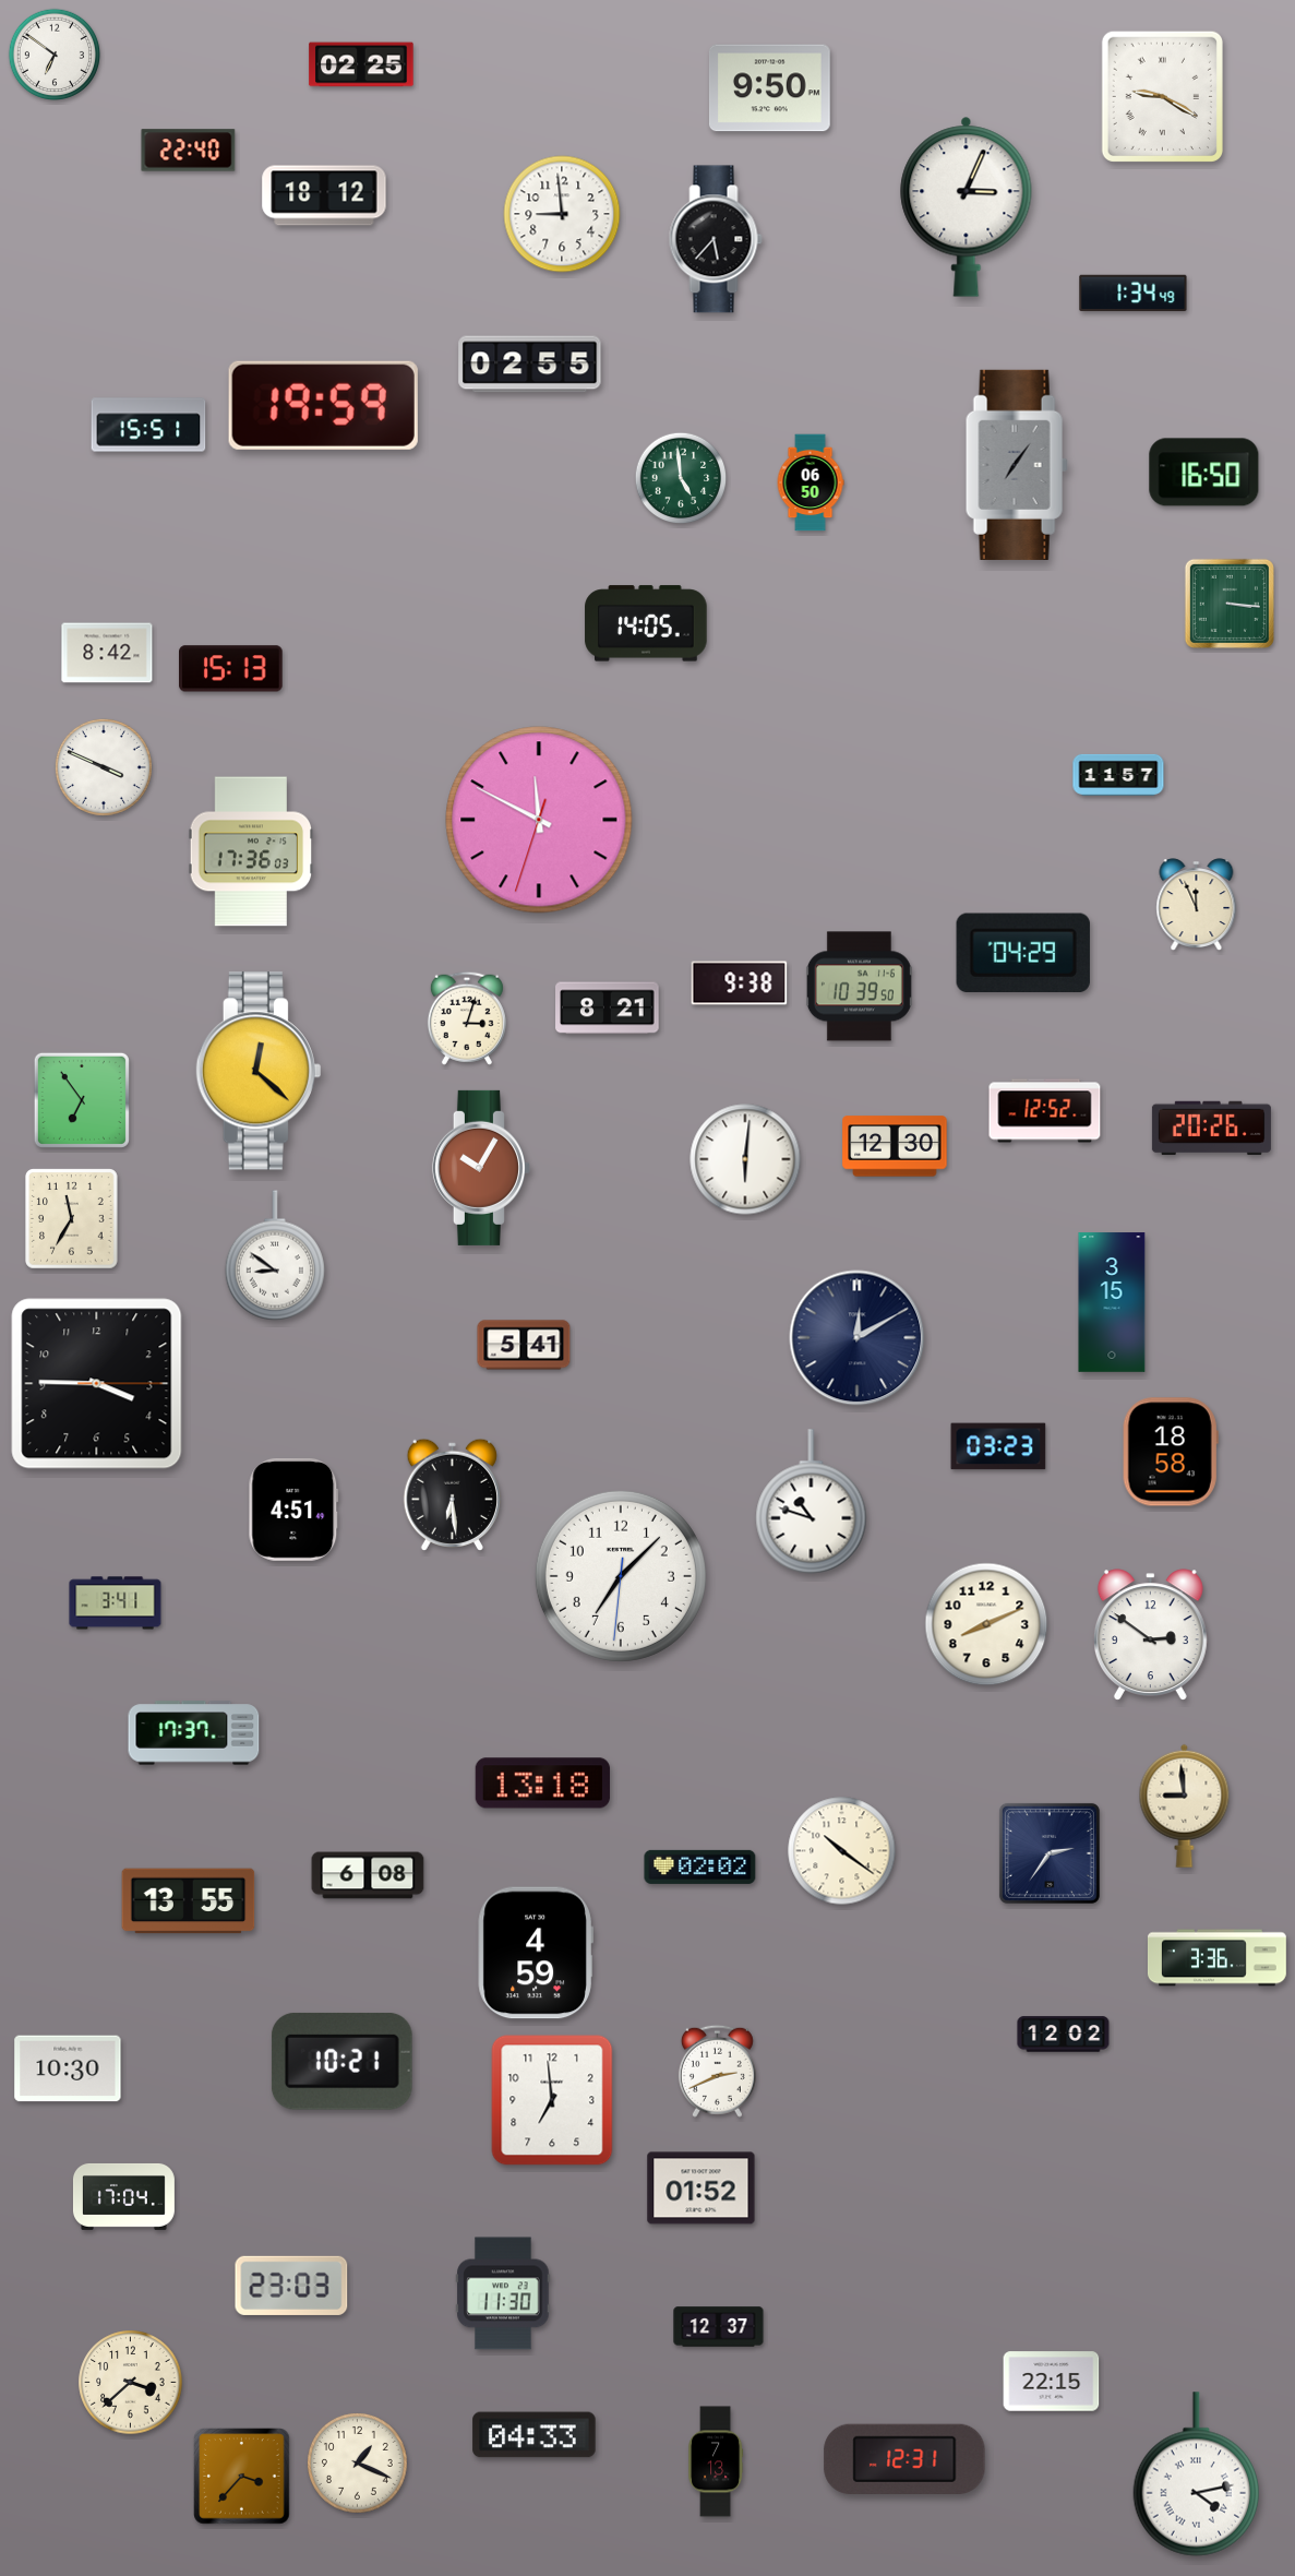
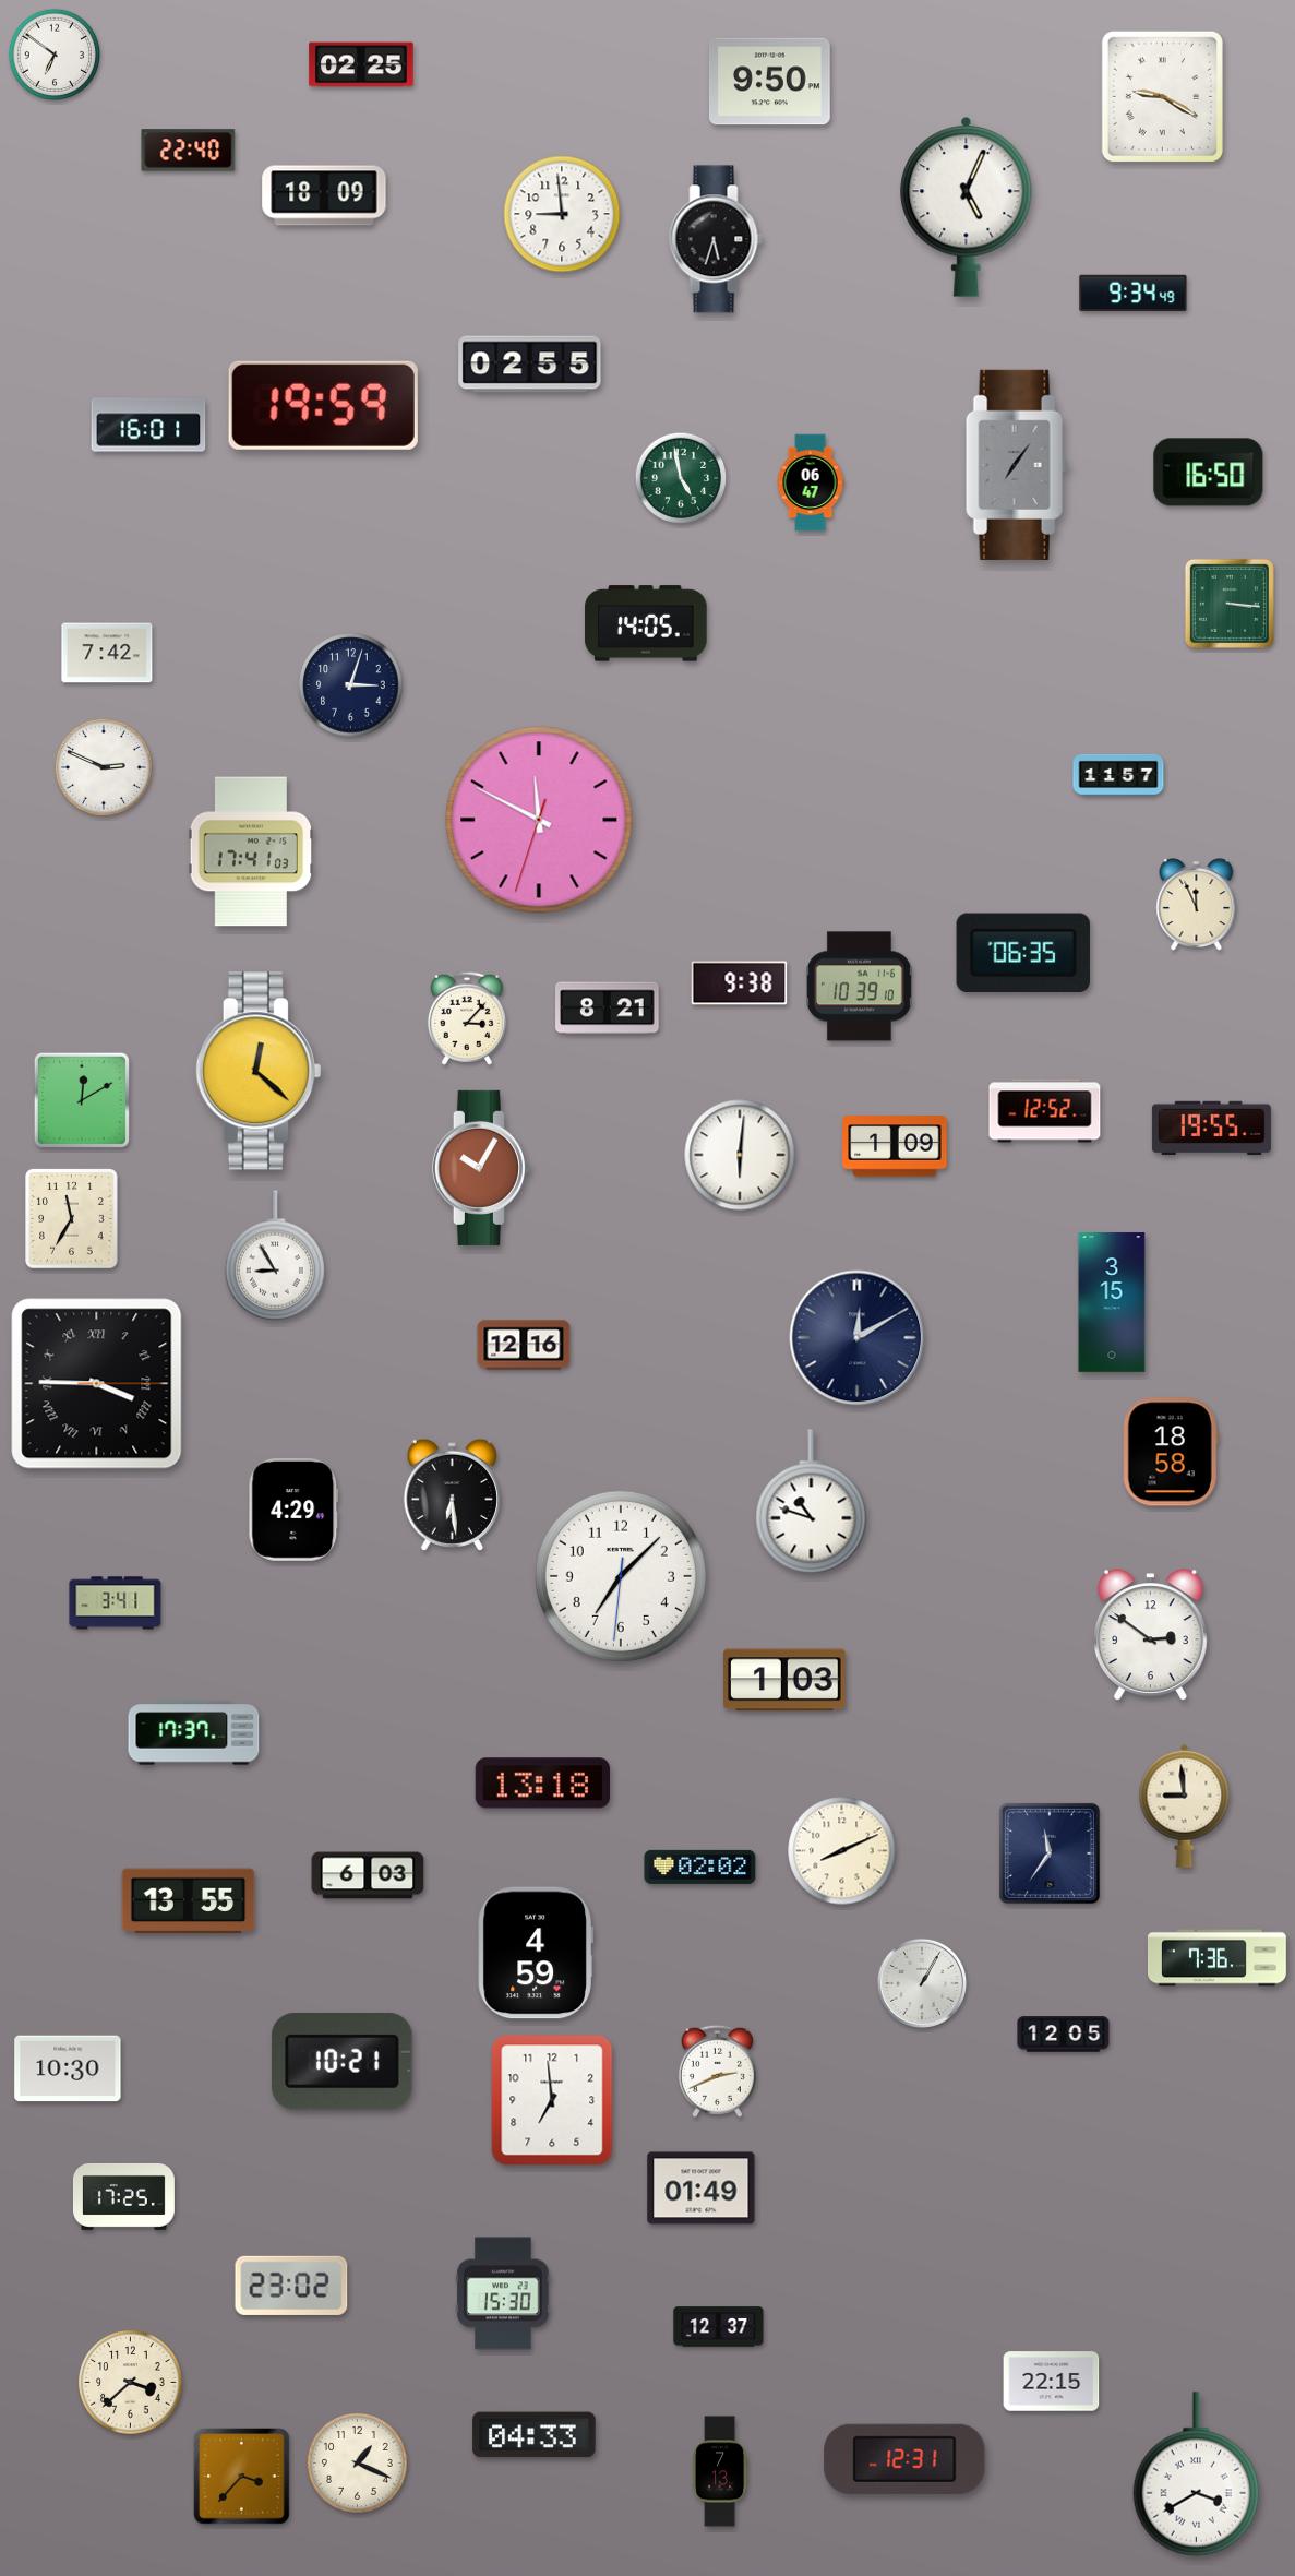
clock at (769, 88) position: (769, 88) -> (769, 82)
clock at (324, 195): 18:12 -> 18:09
clock at (967, 206): 3:04 -> 5:04
clock at (716, 239): 5:37 -> 5:33
clock at (1134, 294): 1:34 -> 9:34
clock at (148, 425): 15:51 -> 16:01
clock at (1204, 473) position: (1204, 473) -> (1209, 473)
clock at (681, 478): 4:59 -> 4:58
clock at (811, 482): 06:50 -> 06:47
clock at (107, 653): 8:42 -> 7:42
clock at (231, 669): 15:13 -> none
clock at (351, 685): none -> 3:03
clock at (104, 767): 3:49 -> 2:49
clock at (251, 851): 17:36 -> 17:41
clock at (1023, 953): 04:29 -> 06:35
clock at (859, 987): 10:39:50 -> 10:39:10
clock at (467, 1018): 3:03 -> 3:07
clock at (82, 1100): 6:54 -> 12:10
clock at (1211, 1129): 20:26 -> 19:55
clock at (895, 1146): 12:30 -> 1:09
clock at (745, 1159) position: (745, 1159) -> (740, 1155)
clock at (275, 1255): 8:51 -> 8:55
clock at (524, 1345): 5:41 -> 12:16
clock at (97, 1384) numerals: Arabic -> Roman
clock at (998, 1446): 03:23 -> none
clock at (293, 1510): 4:51 -> 4:29
clock at (986, 1624): 8:11 -> none
clock at (784, 1680): none -> 1:03
clock at (842, 1851): 10:21 -> 8:11
clock at (1050, 1853): 2:36 -> 11:36
clock at (368, 1875): 6:08 -> 6:03
clock at (1216, 1958): 3:36 -> 7:36
clock at (921, 1982): none -> 1:05
clock at (1064, 2035): 12:02 -> 12:05
clock at (702, 2189): 01:52 -> 01:49
clock at (123, 2196): 17:04 -> 17:25
clock at (291, 2286): 23:03 -> 23:02
clock at (503, 2293): 11:30 -> 15:30
clock at (716, 2461) position: (716, 2461) -> (720, 2471)
clock at (1196, 2474): 4:13 -> 3:40
